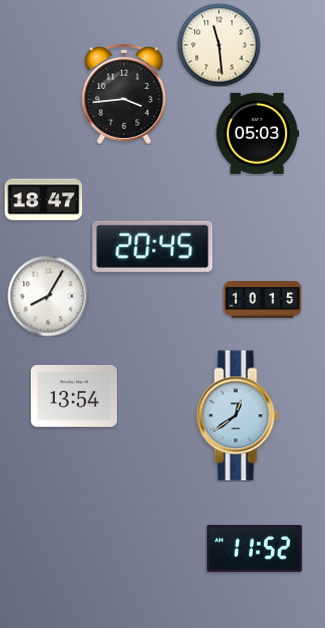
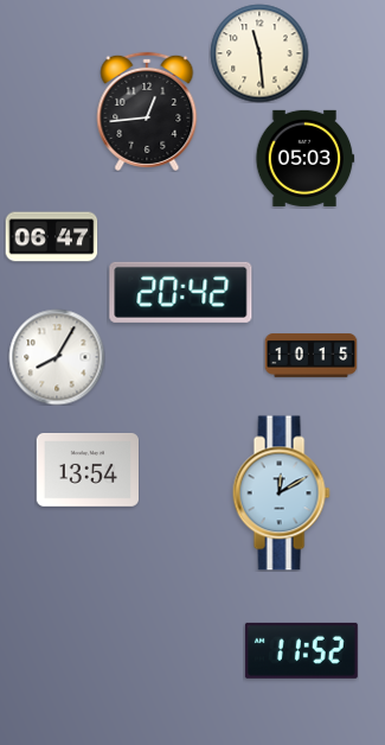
clock at (124, 94): 3:44 -> 12:44
clock at (43, 200): 18:47 -> 06:47
clock at (153, 246): 20:45 -> 20:42
clock at (48, 296) position: (48, 296) -> (57, 357)
clock at (237, 416): 12:39 -> 12:10
